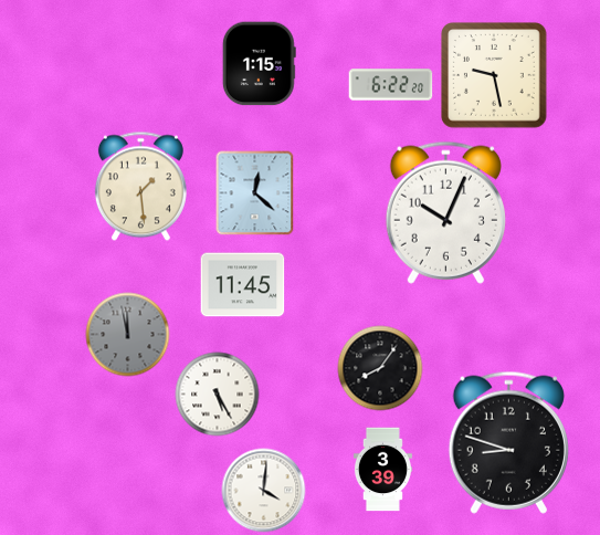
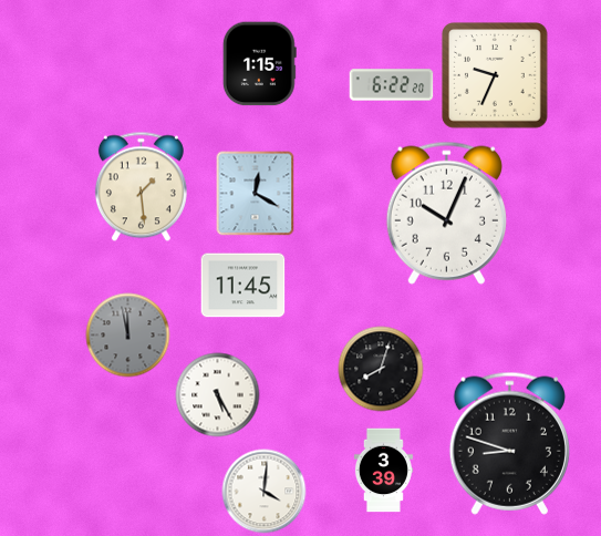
clock at (495, 76): 9:28 -> 9:34
clock at (255, 193): 12:22 -> 12:20
clock at (380, 368): 8:06 -> 8:03
